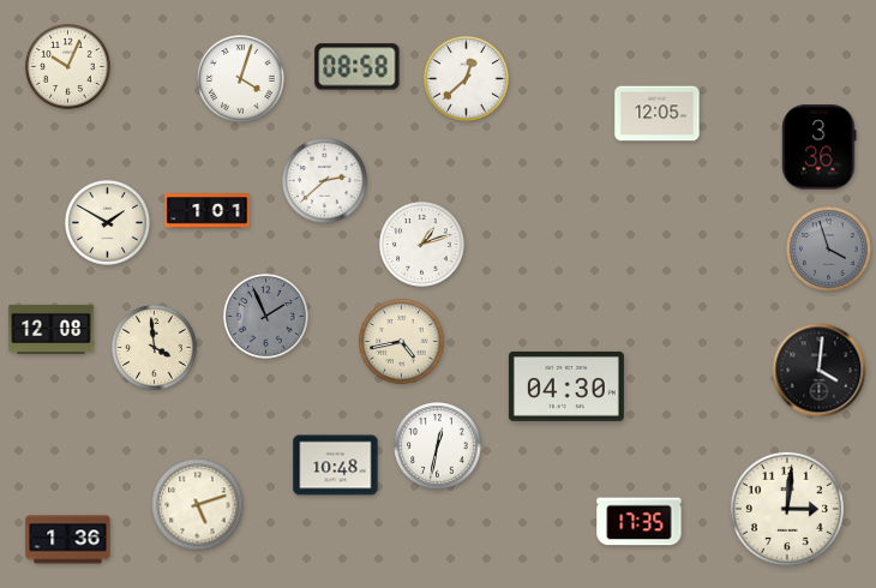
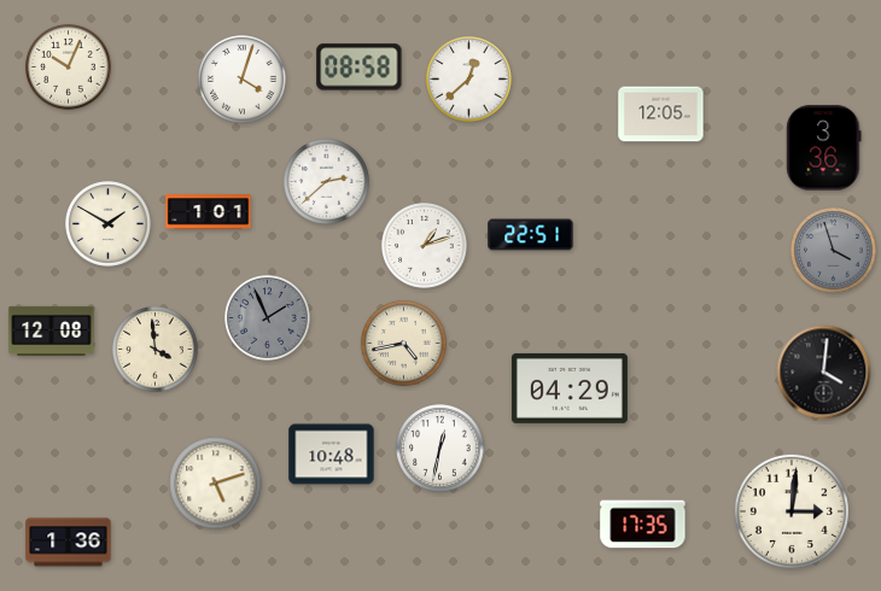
clock at (531, 235): none -> 22:51
clock at (566, 386): 04:30 -> 04:29
clock at (336, 466) position: (336, 466) -> (332, 455)
clock at (198, 505) position: (198, 505) -> (216, 484)
